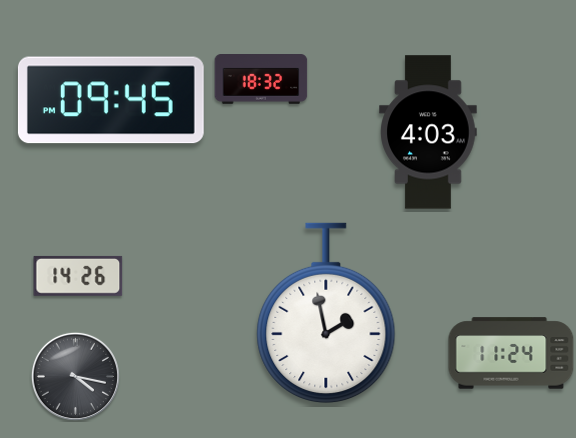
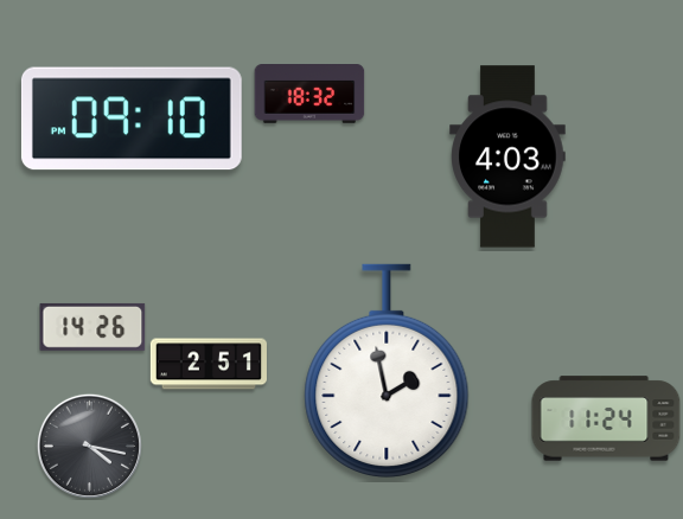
clock at (111, 100): 09:45 -> 09:10
clock at (209, 364): none -> 2:51
